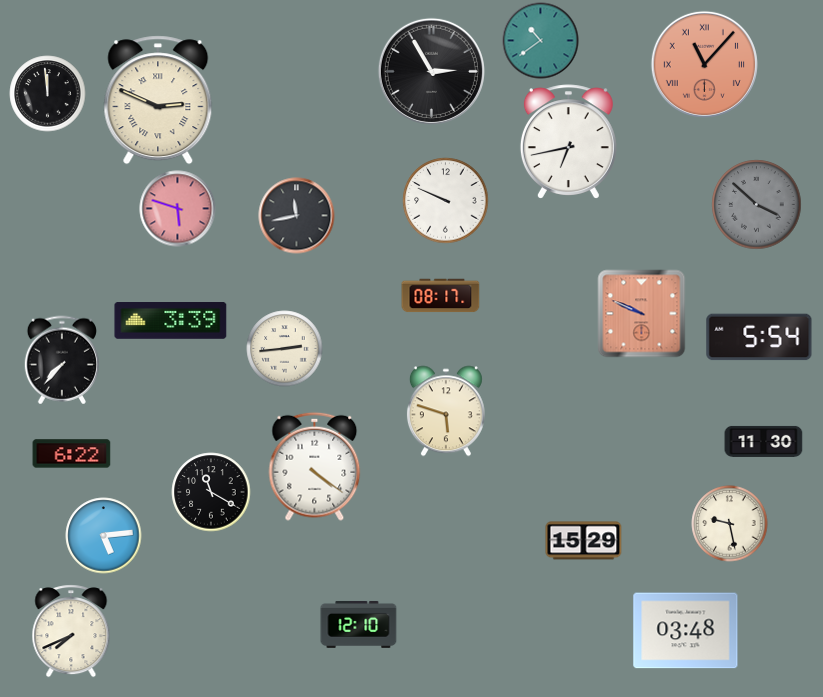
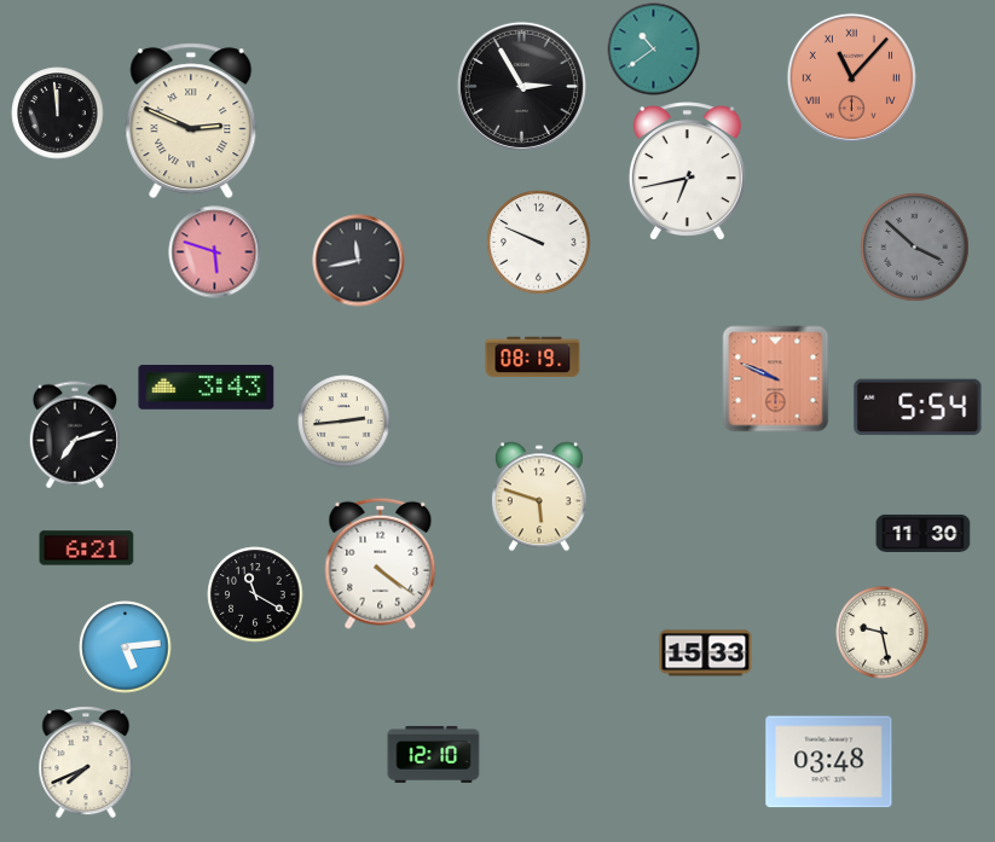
clock at (441, 296): 08:17 -> 08:19
clock at (171, 321): 3:39 -> 3:43
clock at (62, 360): 7:37 -> 7:12
clock at (72, 454): 6:22 -> 6:21
clock at (584, 541): 15:29 -> 15:33
